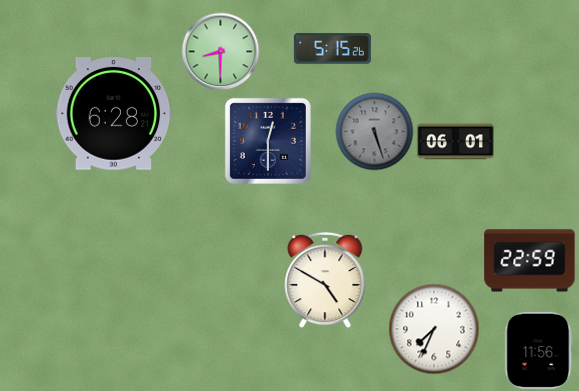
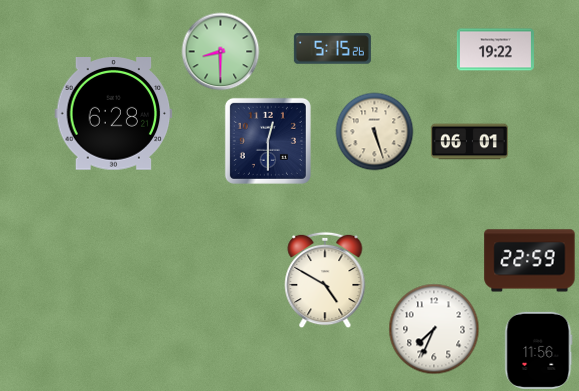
clock at (495, 50): none -> 19:22
clock at (374, 131) dial: grey -> cream
clock at (455, 142) position: (455, 142) -> (469, 142)
